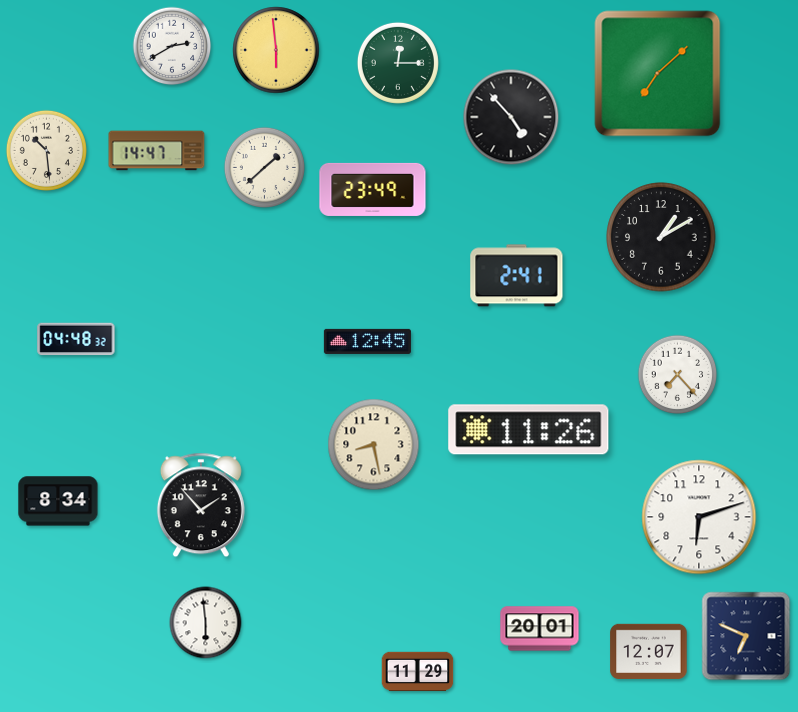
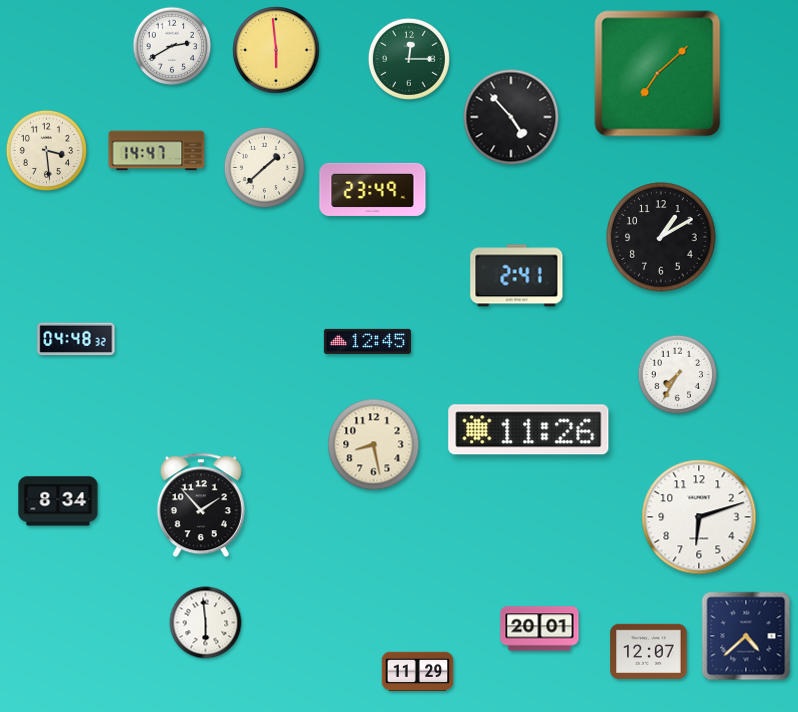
clock at (398, 63) position: (398, 63) -> (409, 59)
clock at (46, 150): 10:29 -> 3:29
clock at (678, 375): 7:23 -> 7:35
clock at (746, 636): 6:49 -> 4:38
